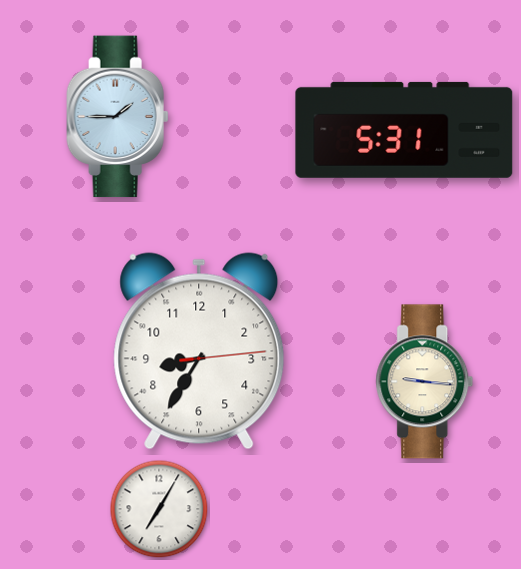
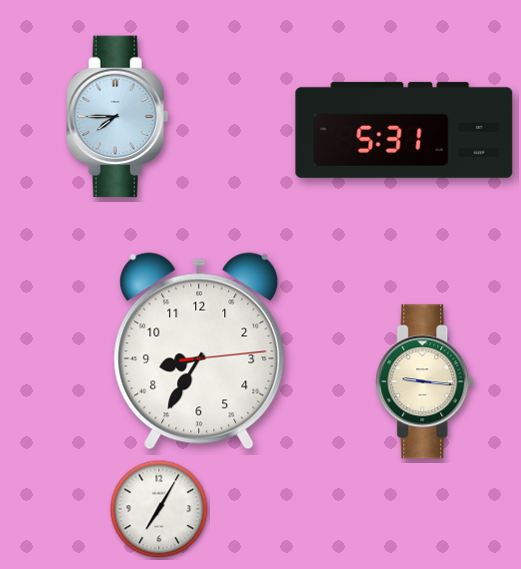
clock at (118, 117): 1:45 -> 7:45
